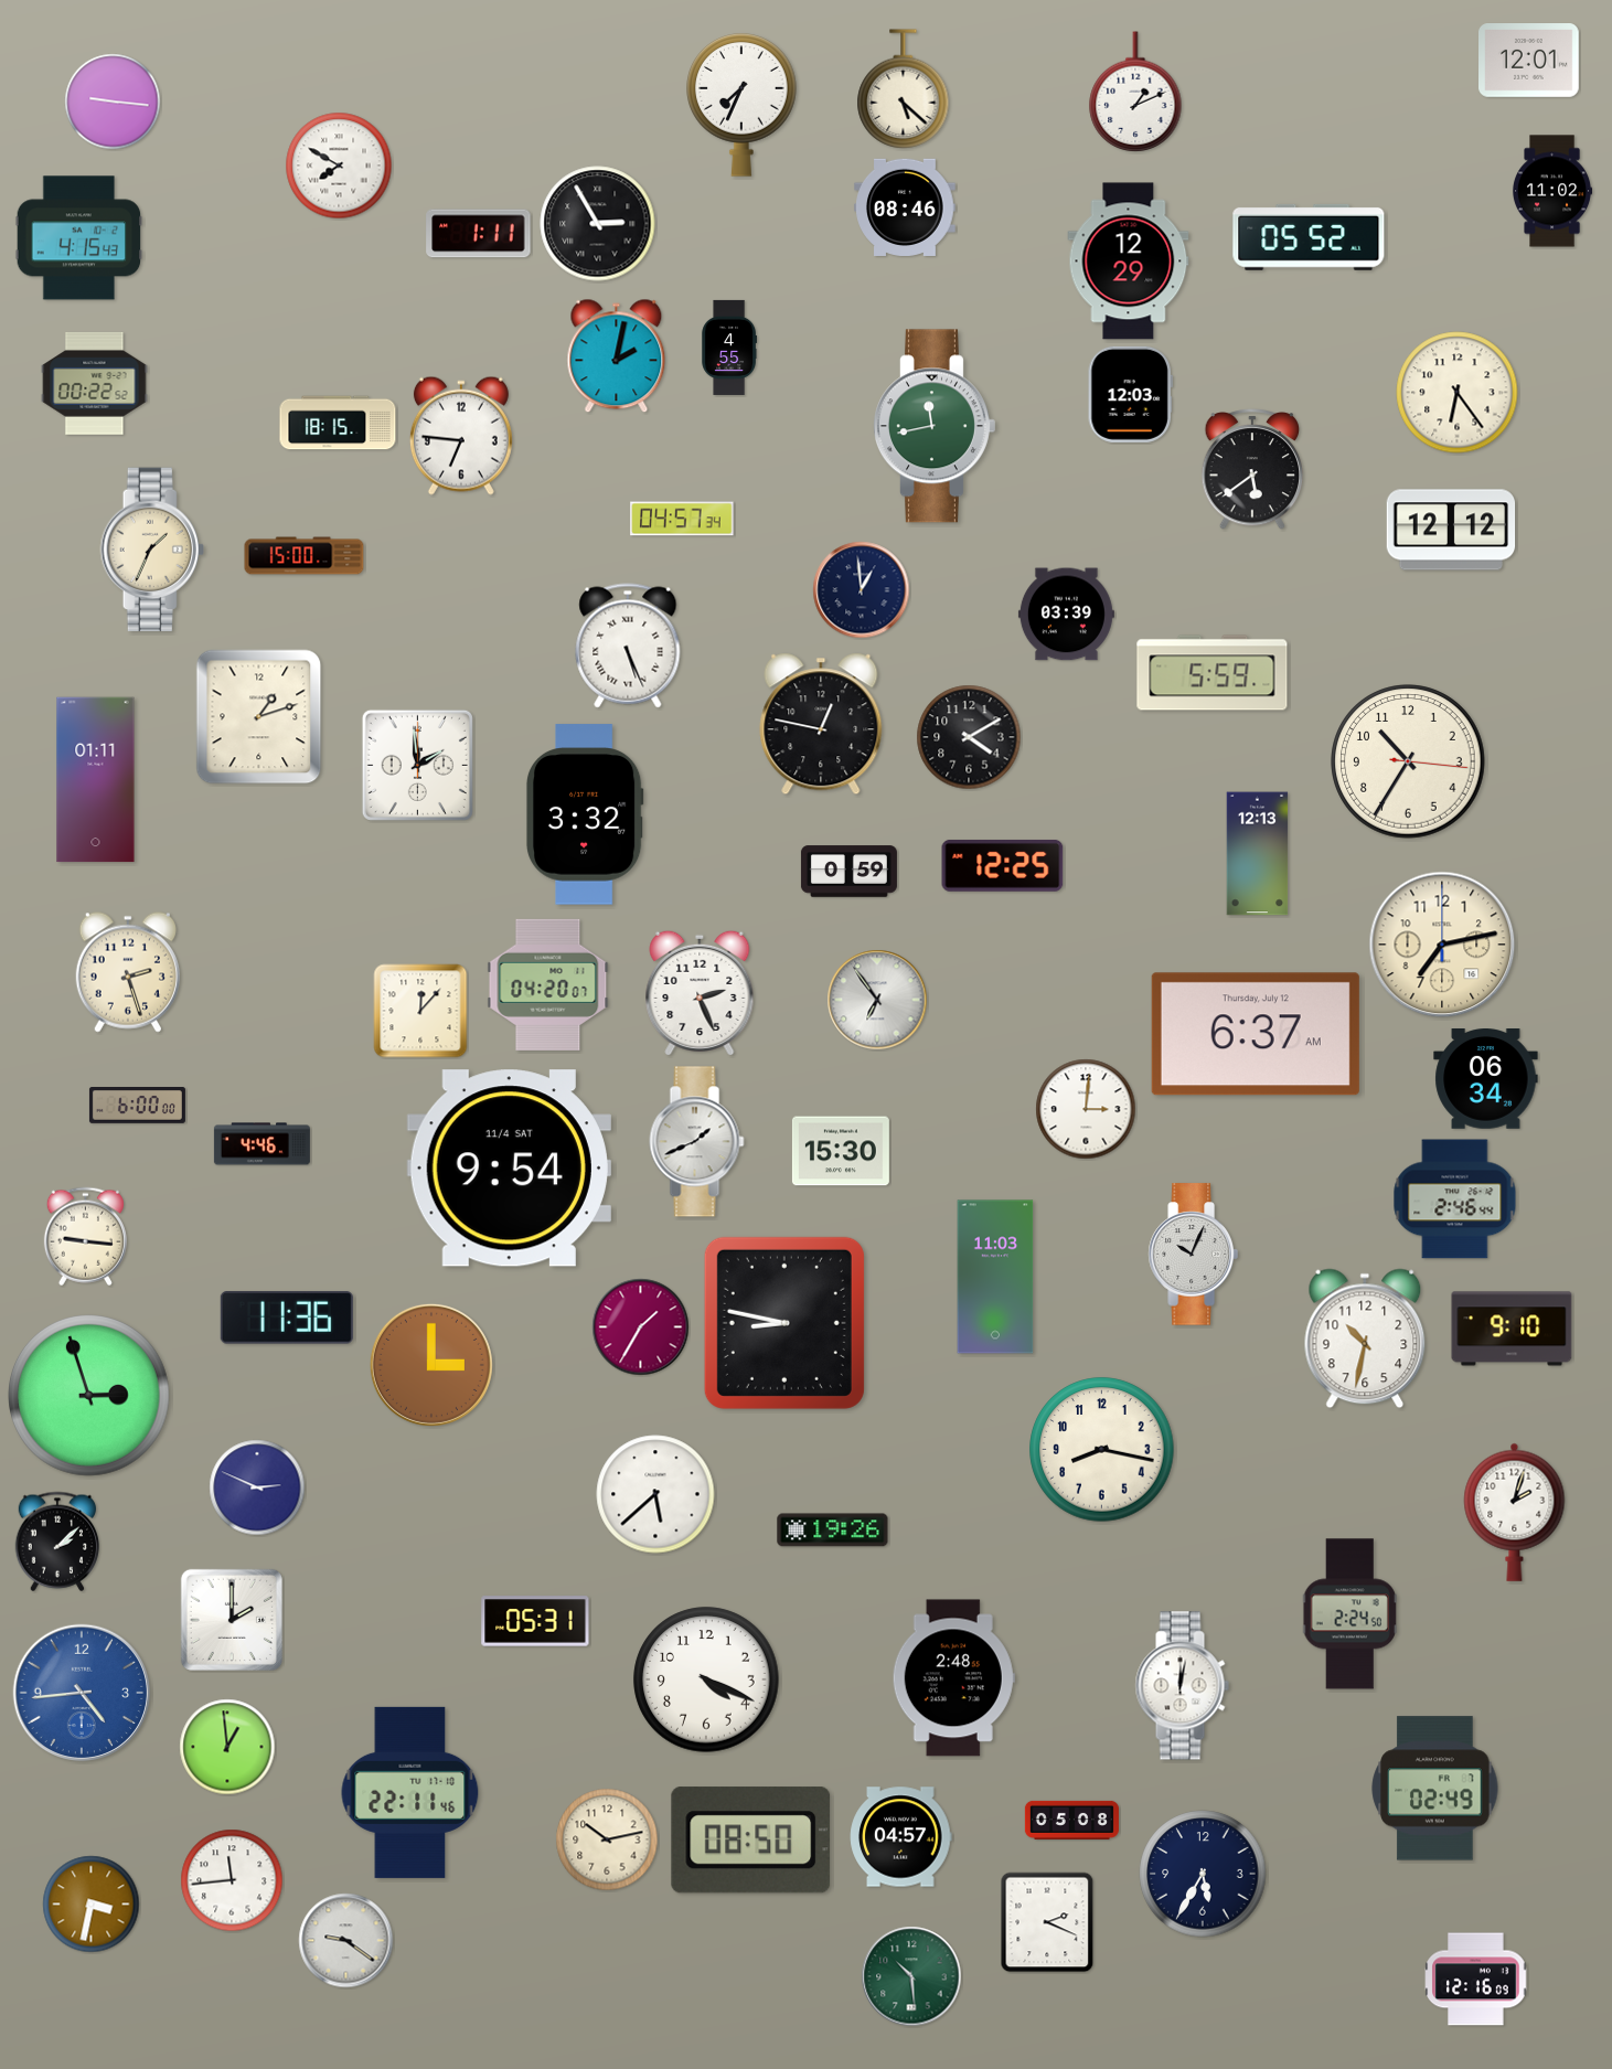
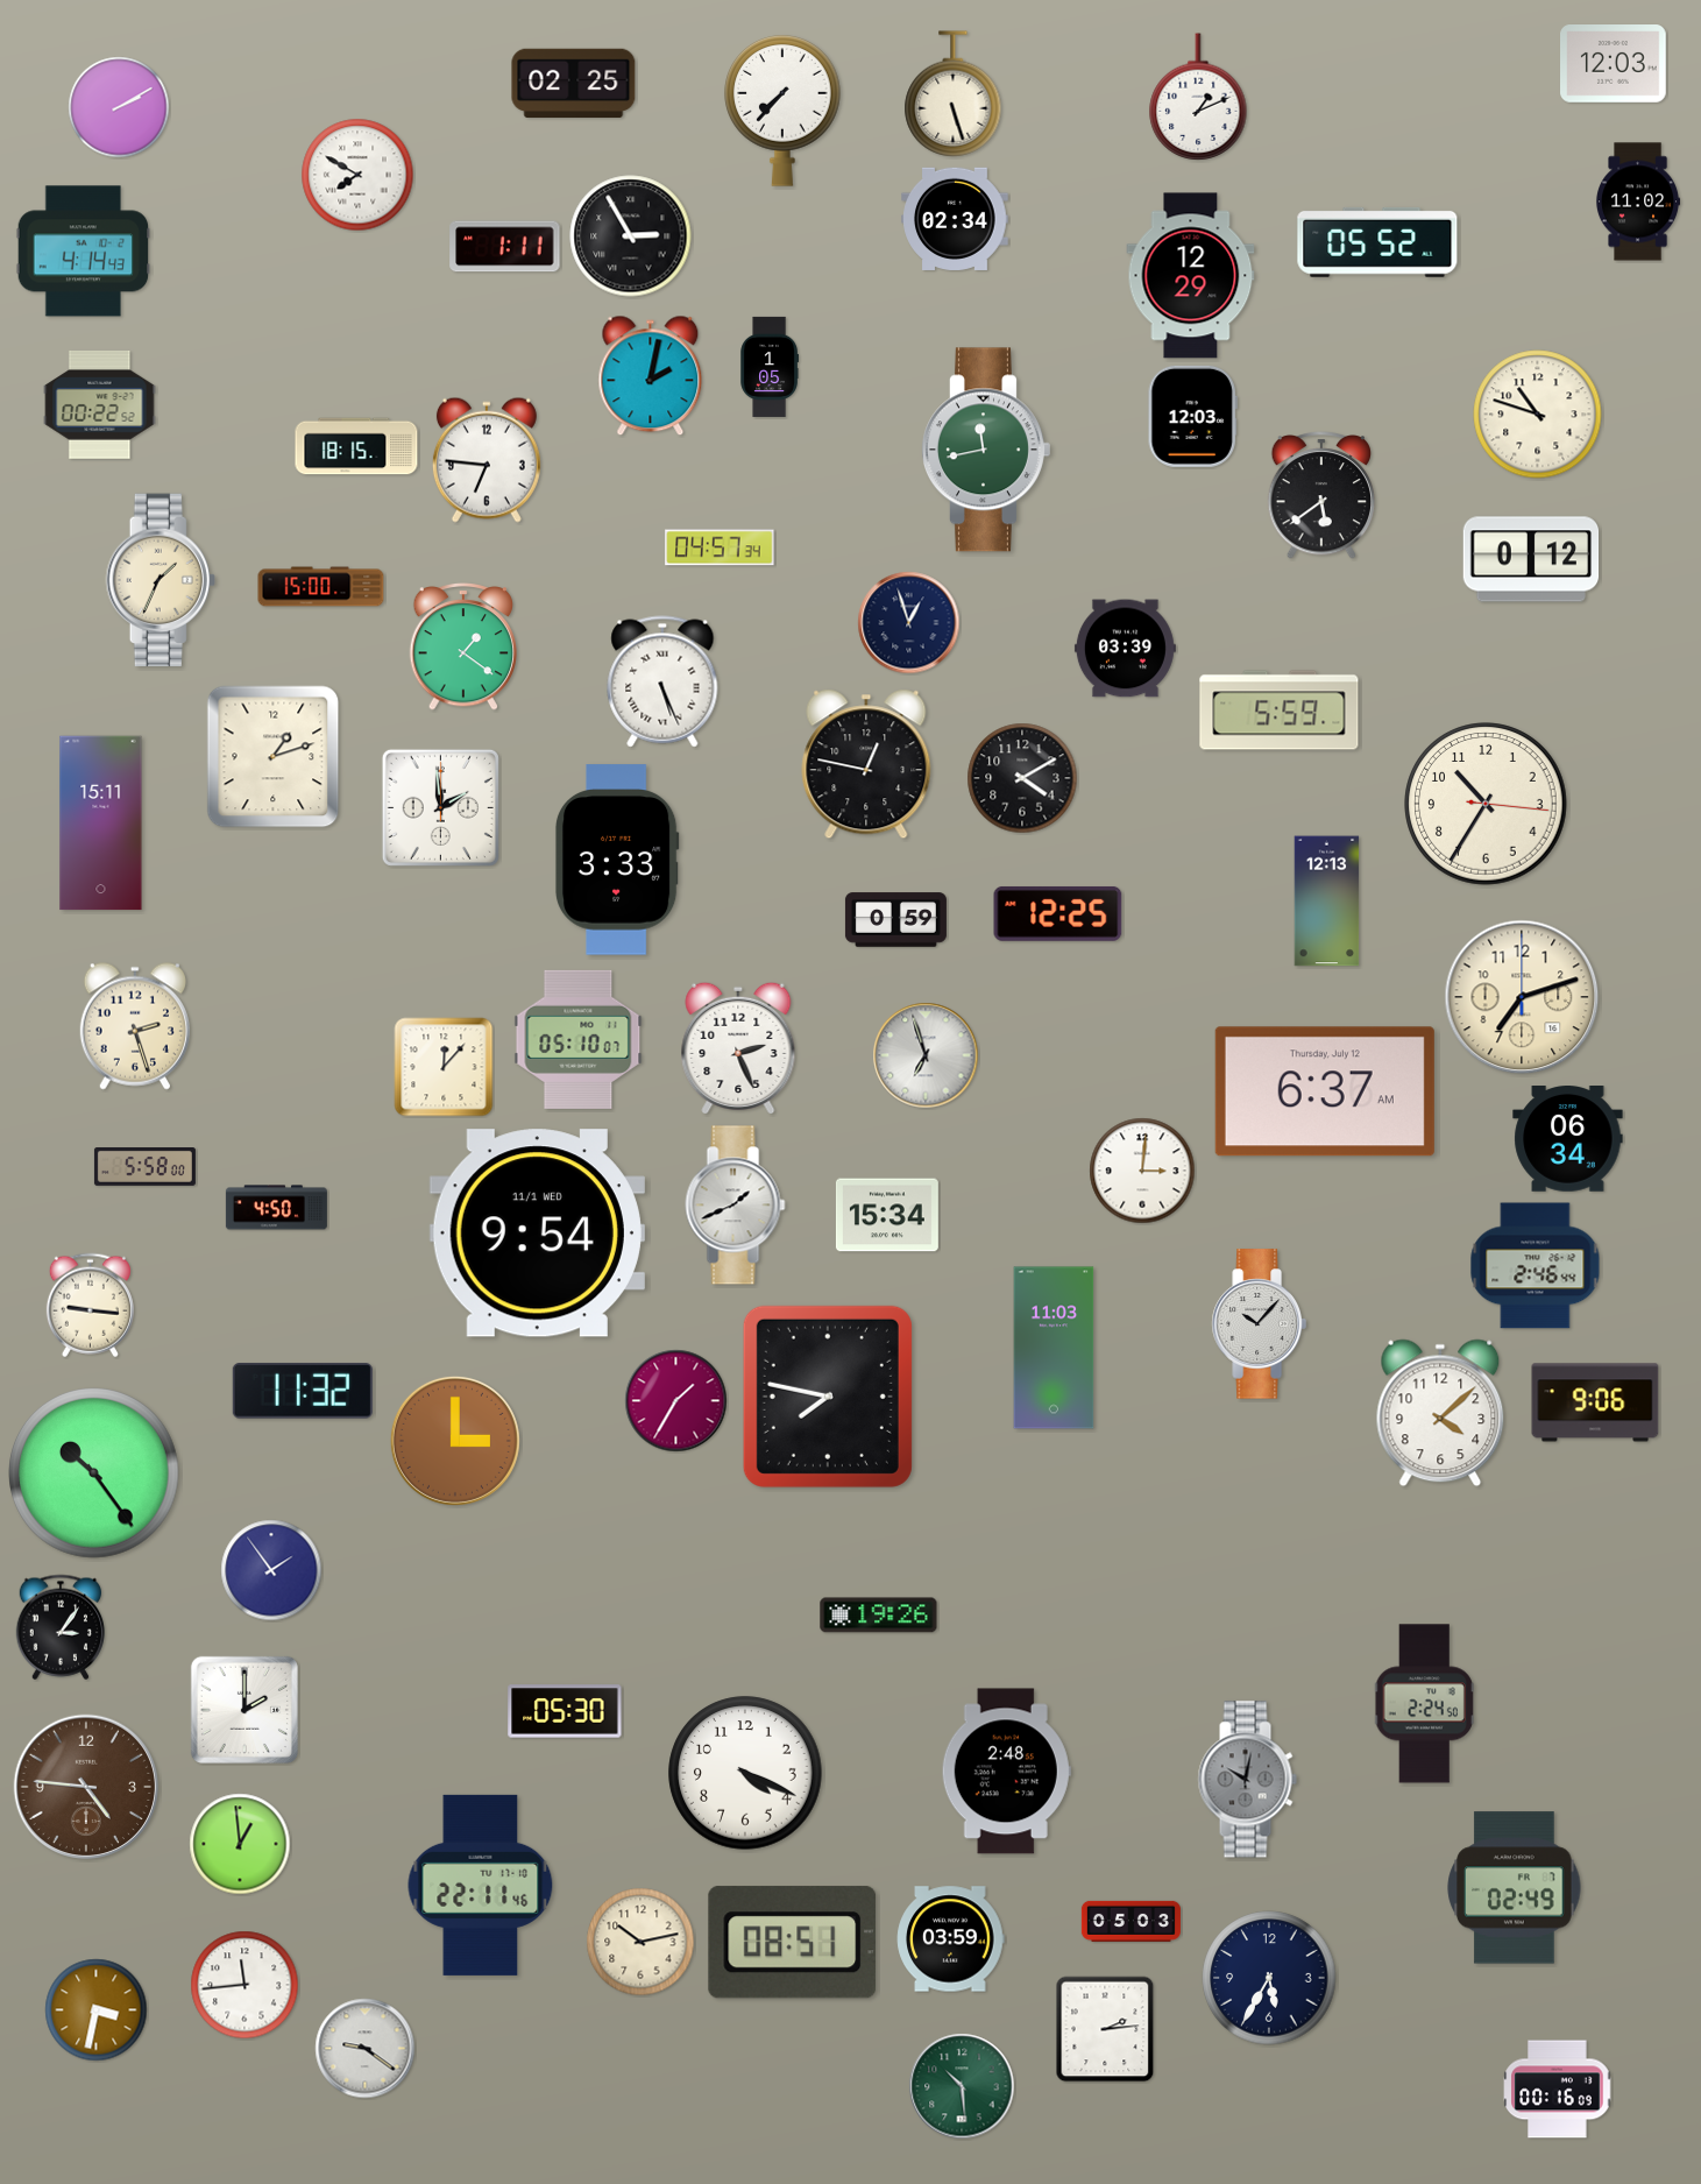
clock at (1529, 61): 12:01 -> 12:03
clock at (574, 83): none -> 02:25
clock at (904, 89): 5:22 -> 5:27
clock at (113, 102): 9:16 -> 2:10
clock at (741, 105): 7:34 -> 7:37
clock at (905, 207): 08:46 -> 02:34
clock at (1309, 237) position: (1309, 237) -> (1377, 242)
clock at (79, 238): 4:15 -> 4:14
clock at (728, 348): 4:55 -> 1:05
clock at (1458, 393): 6:24 -> 10:48
clock at (1451, 530): 12:12 -> 0:12
clock at (862, 590): 12:59 -> 12:57
clock at (463, 646): none -> 1:21
clock at (96, 780): 01:11 -> 15:11
clock at (585, 814): 3:32 -> 3:33
clock at (1442, 945): 7:13 -> 7:12
clock at (548, 984): 04:20 -> 05:10
clock at (877, 1000): 6:54 -> 6:57
clock at (137, 1106): 6:00 -> 5:58
clock at (1086, 1109) position: (1086, 1109) -> (1142, 1171)
clock at (261, 1144): 4:46 -> 4:50
clock at (841, 1151): 15:30 -> 15:34
clock at (509, 1169) date: 11/4 SAT -> 11/1 WED
clock at (1193, 1255): 10:04 -> 10:07
clock at (995, 1277) position: (995, 1277) -> (1054, 1348)
clock at (287, 1318): 11:36 -> 11:32
clock at (784, 1323): 8:47 -> 7:47
clock at (1512, 1329): 9:10 -> 9:06
clock at (1365, 1339): 10:32 -> 4:08
clock at (89, 1396): 2:57 -> 10:24
clock at (1102, 1450): 8:17 -> none
clock at (257, 1487): 2:49 -> 1:54
clock at (655, 1494): 5:38 -> none
clock at (1515, 1512): 2:03 -> none
clock at (57, 1542): 2:08 -> 3:06
clock at (535, 1621): 05:31 -> 05:30
clock at (1182, 1686): 12:02 -> 10:02
clock at (1182, 1686) dial: white -> grey
clock at (82, 1693): 4:44 -> 4:46
clock at (82, 1693) dial: blue -> brown
clock at (410, 1792) position: (410, 1792) -> (481, 1885)
clock at (1071, 1820): 05:08 -> 05:03
clock at (901, 1837): 04:57 -> 03:59
clock at (751, 1841): 08:50 -> 08:51
clock at (1047, 1922): 2:19 -> 2:14
clock at (1476, 1980): 12:16 -> 00:16
